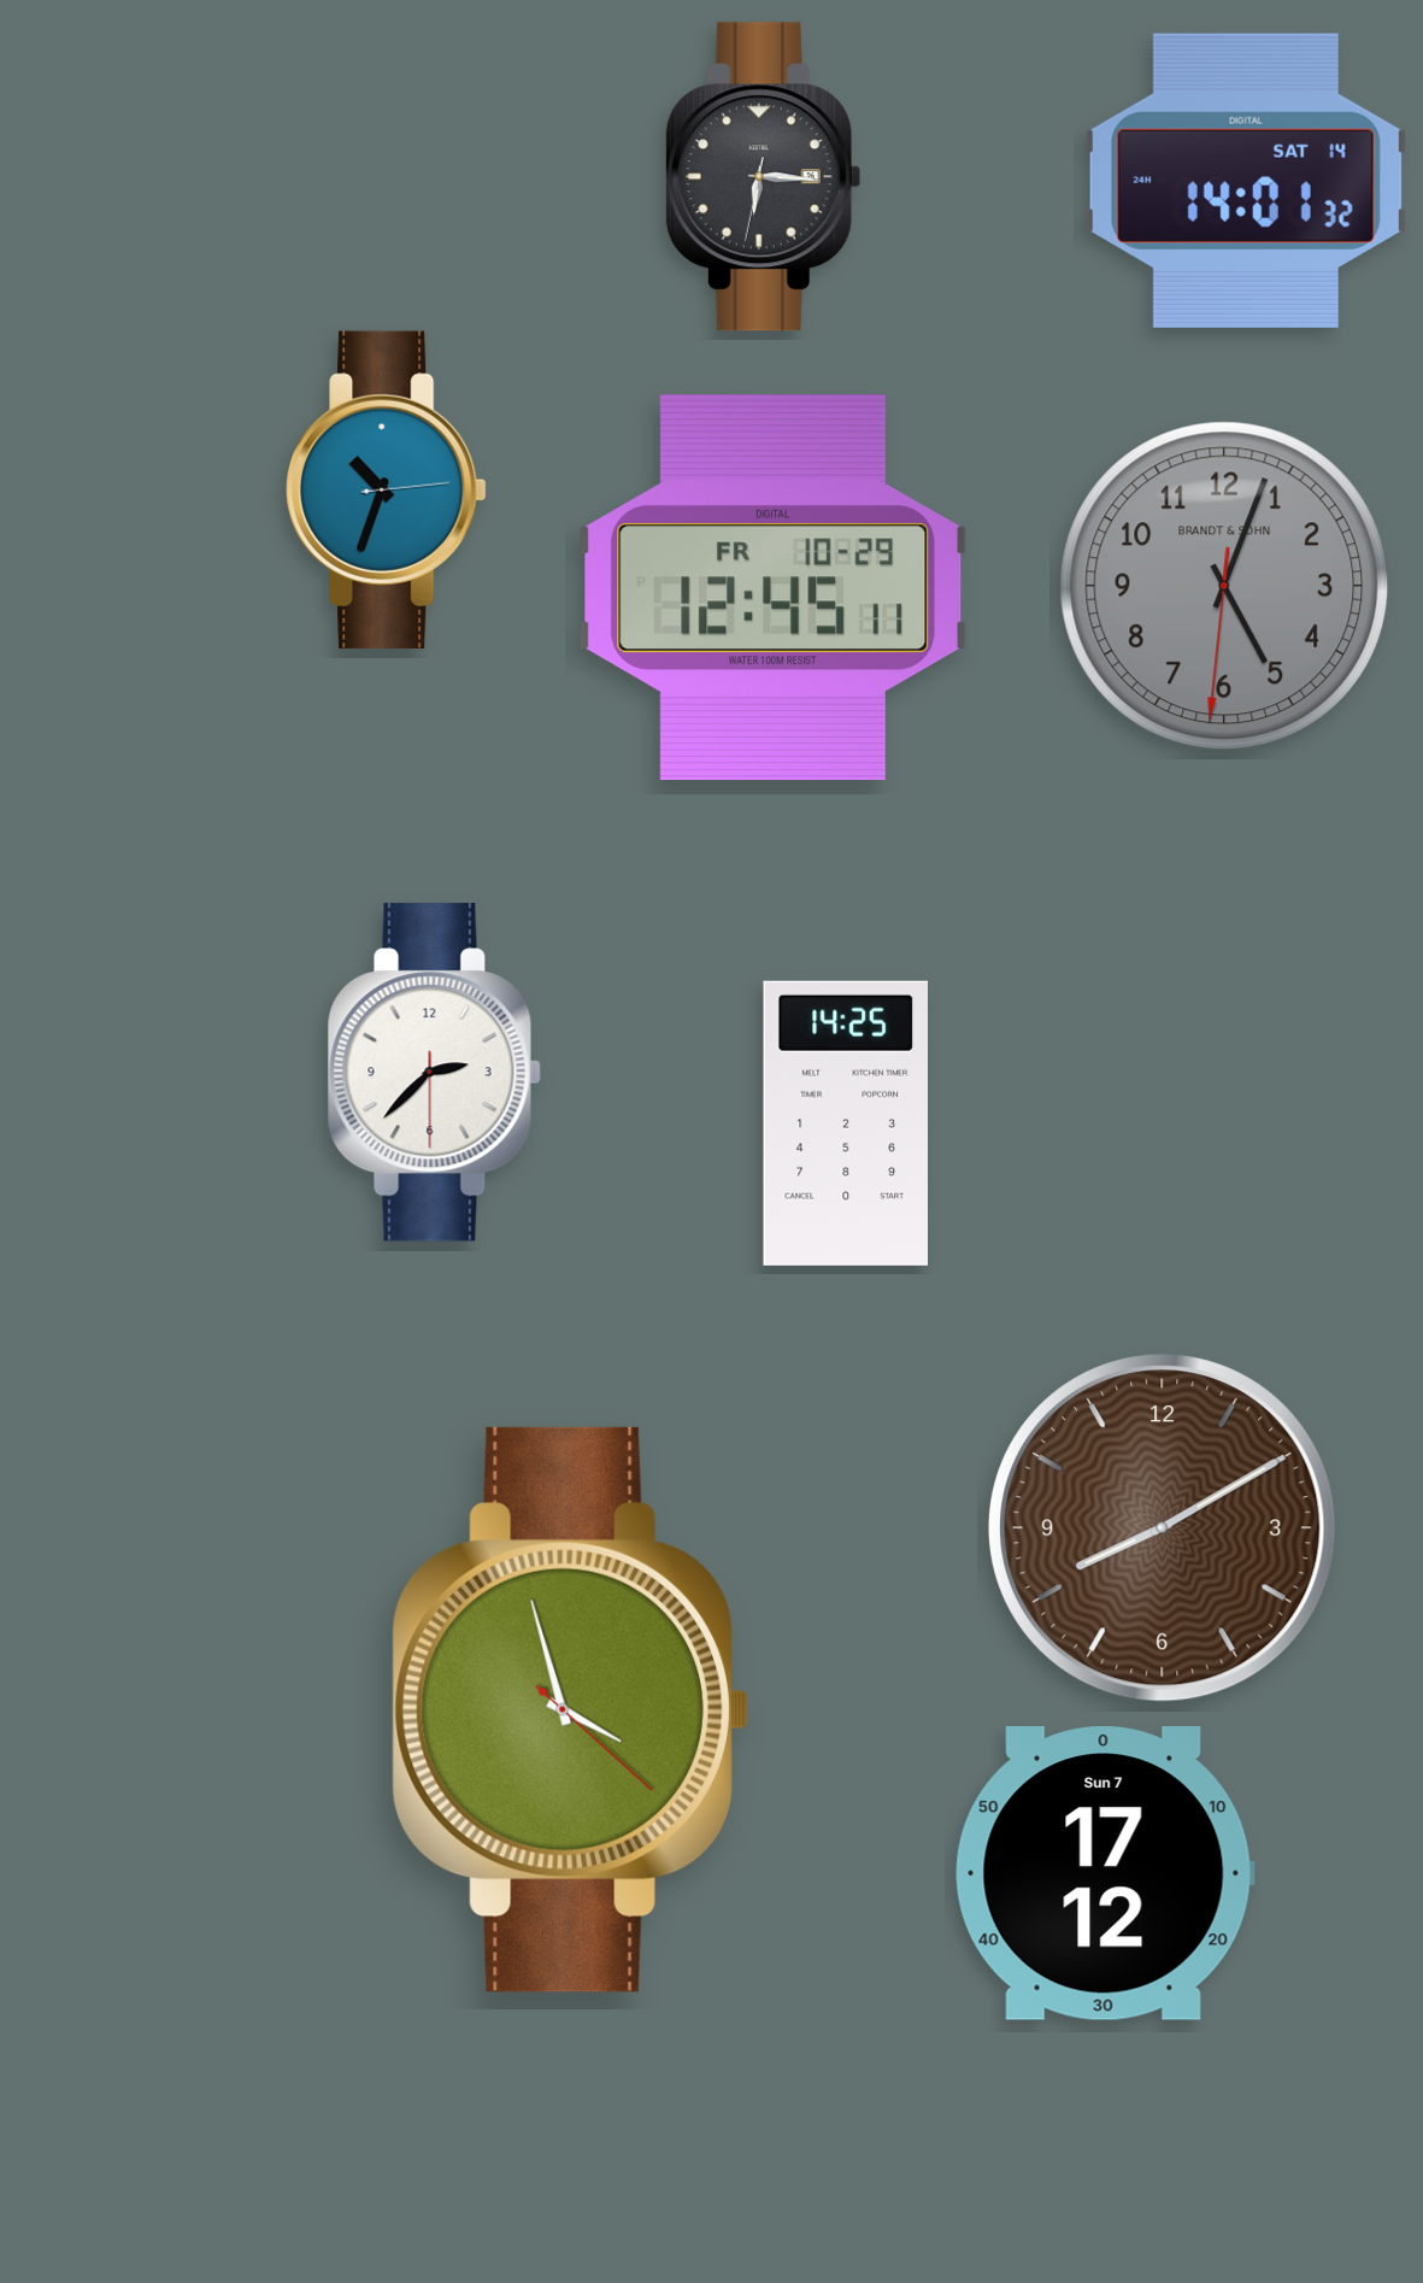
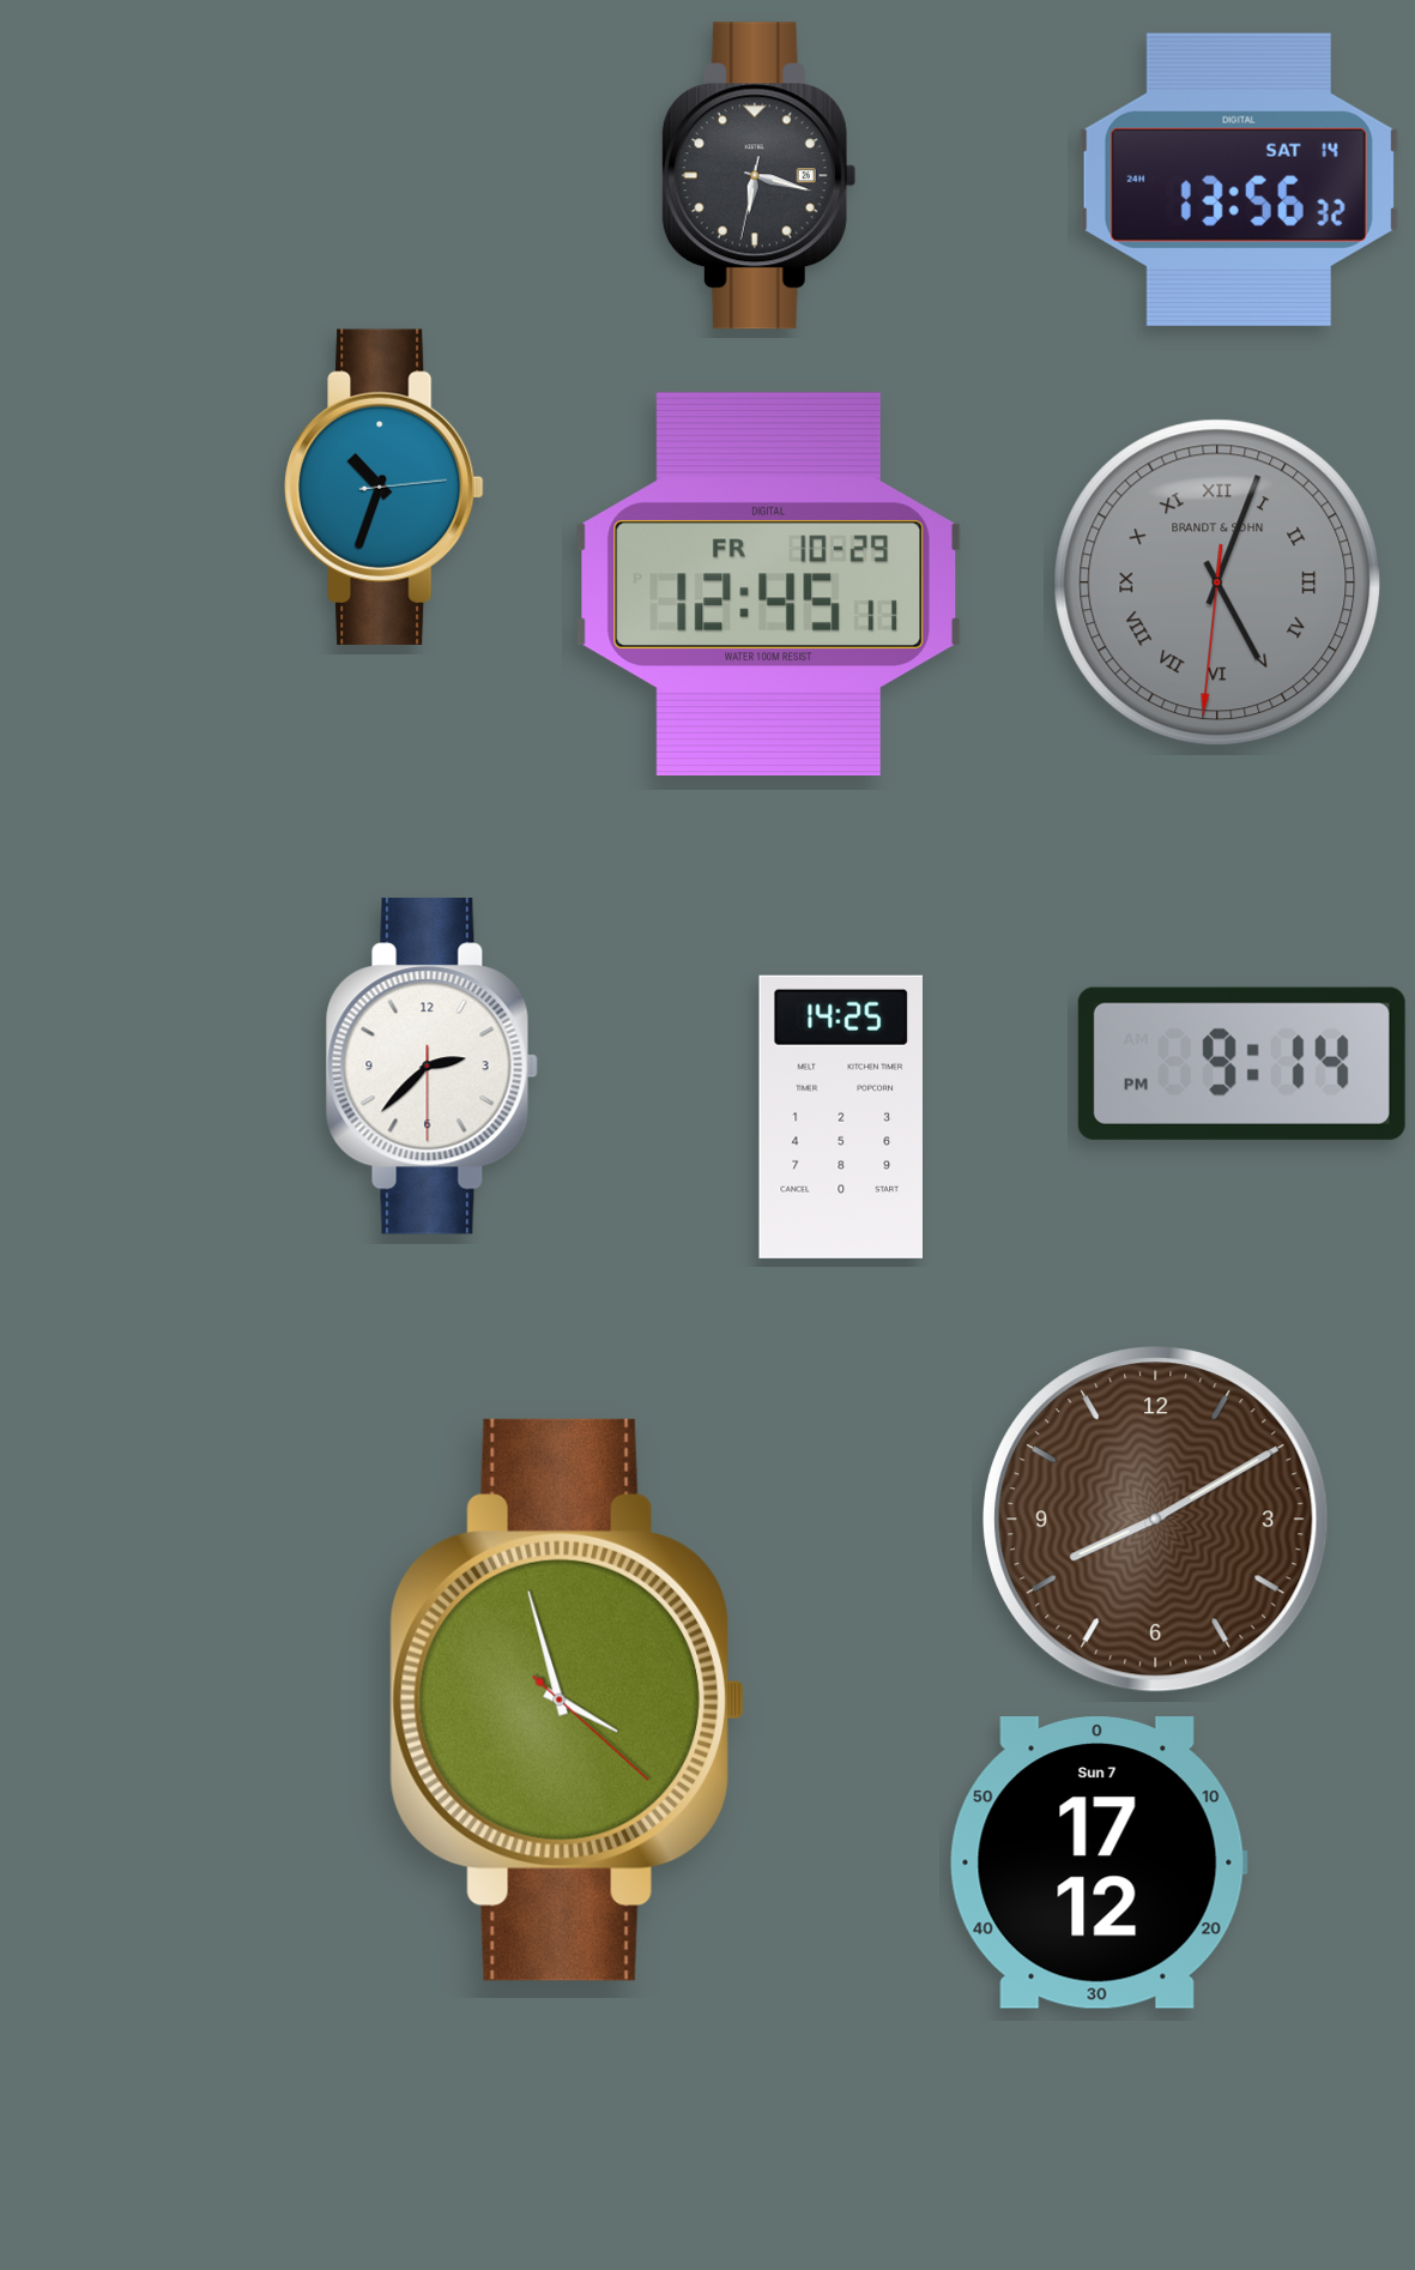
clock at (763, 177): 6:15 -> 6:17
clock at (1246, 181): 14:01 -> 13:56
clock at (1224, 586) numerals: Arabic -> Roman
clock at (1241, 1063): none -> 9:14
